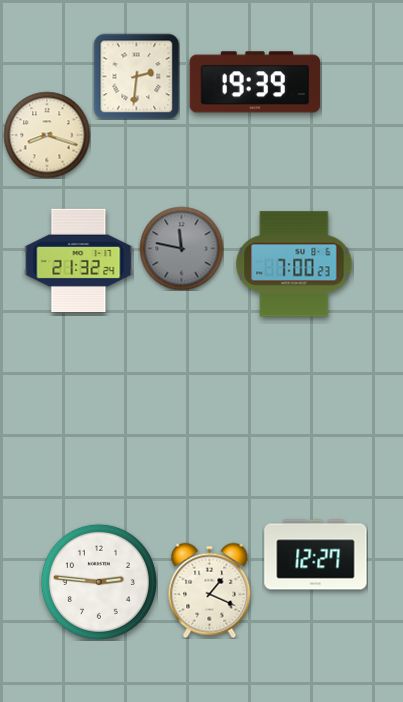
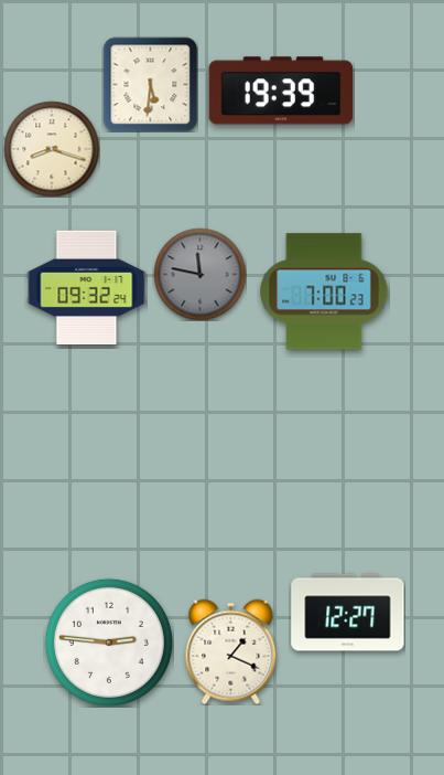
clock at (136, 76): 2:31 -> 5:31
clock at (79, 261): 21:32 -> 09:32
